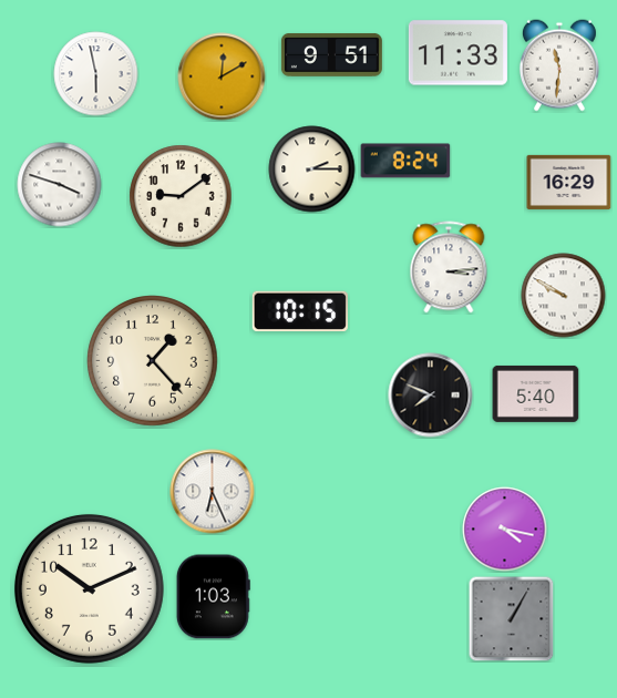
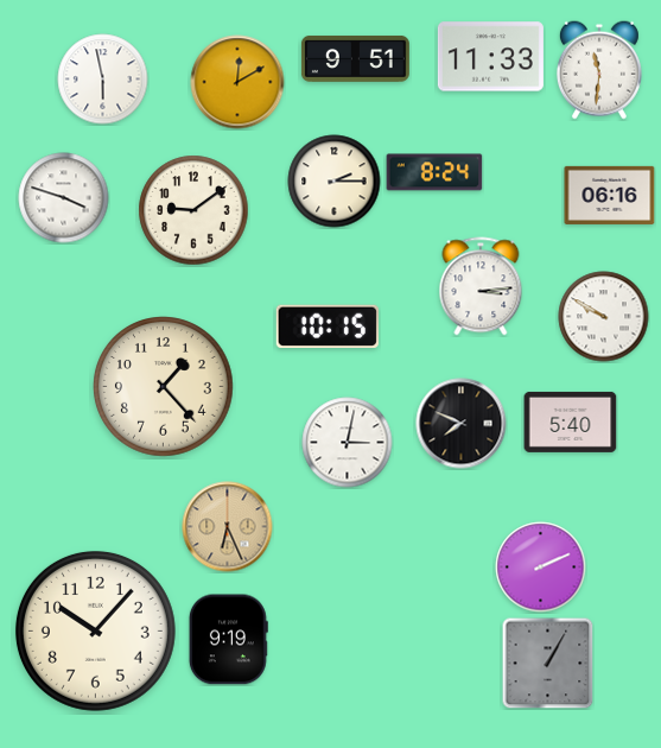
clock at (569, 182): 16:29 -> 06:16
clock at (300, 310) position: (300, 310) -> (328, 325)
clock at (536, 393) position: (536, 393) -> (571, 421)
clock at (348, 443): none -> 3:02
clock at (213, 492) dial: white -> champagne
clock at (505, 530): 4:17 -> 2:11
clock at (89, 588): 10:11 -> 10:07
clock at (213, 597): 1:03 -> 9:19
